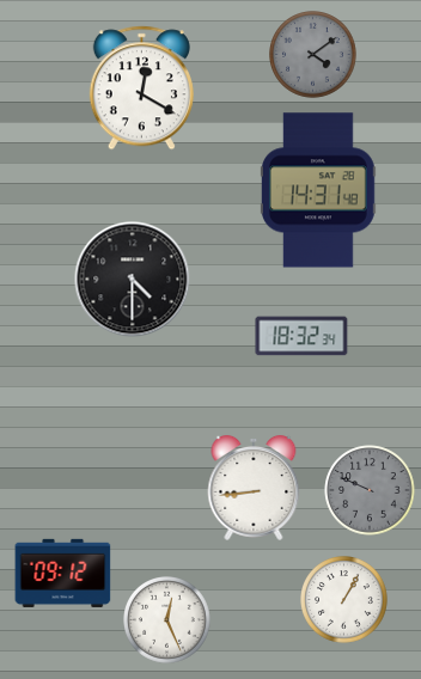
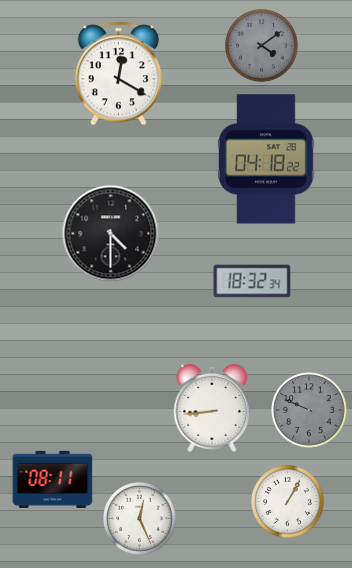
clock at (319, 190): 14:31 -> 04:18
clock at (63, 573): 09:12 -> 08:11
